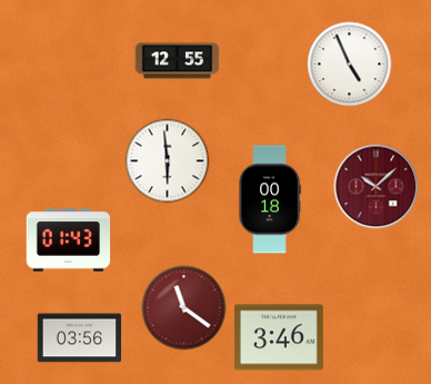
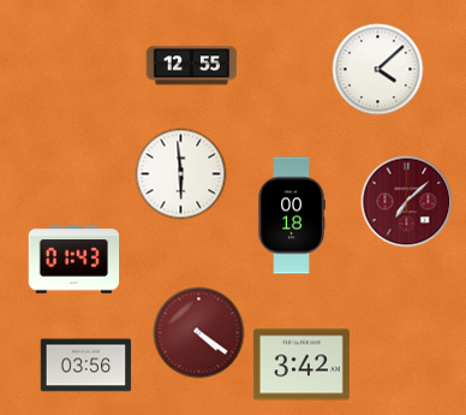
clock at (350, 65): 4:56 -> 4:08
clock at (377, 187): 10:08 -> 7:08
clock at (184, 308): 11:21 -> 4:21
clock at (279, 337): 3:46 -> 3:42
